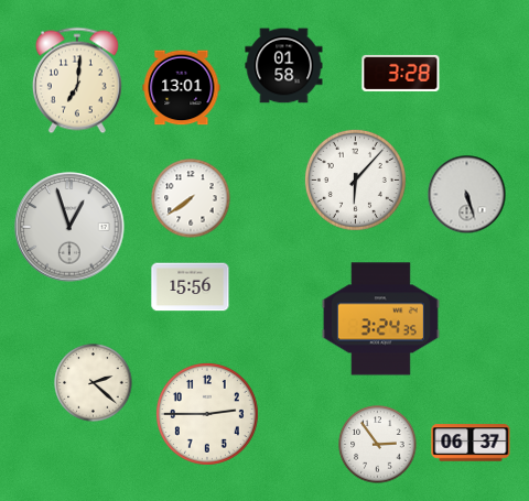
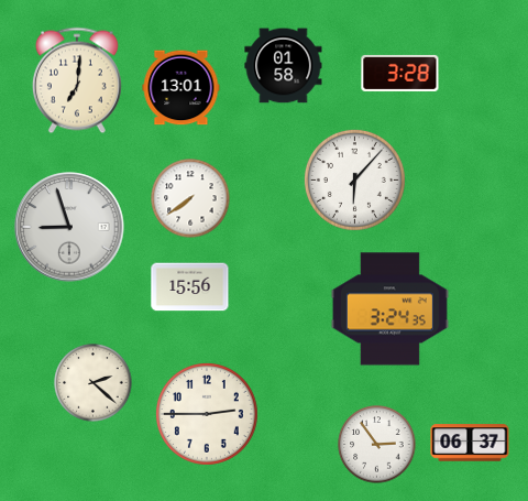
clock at (467, 195): 5:27 -> none
clock at (69, 227): 12:57 -> 8:57
clock at (380, 319) position: (380, 319) -> (389, 309)
